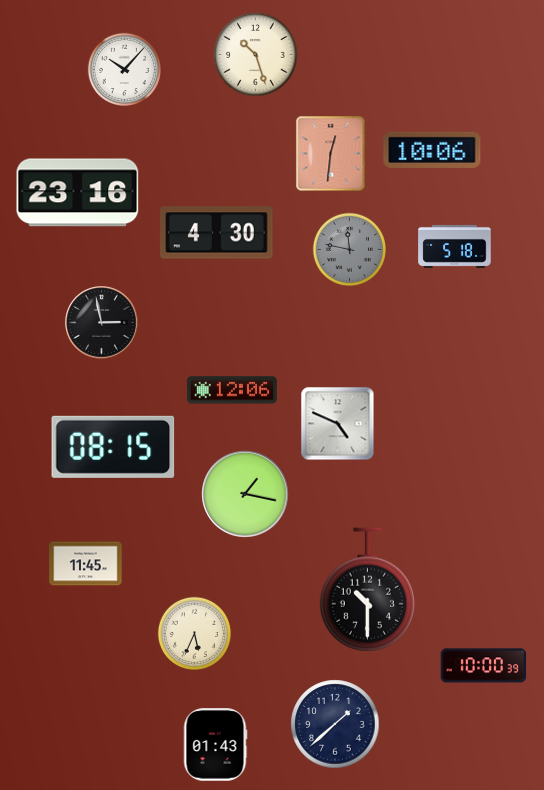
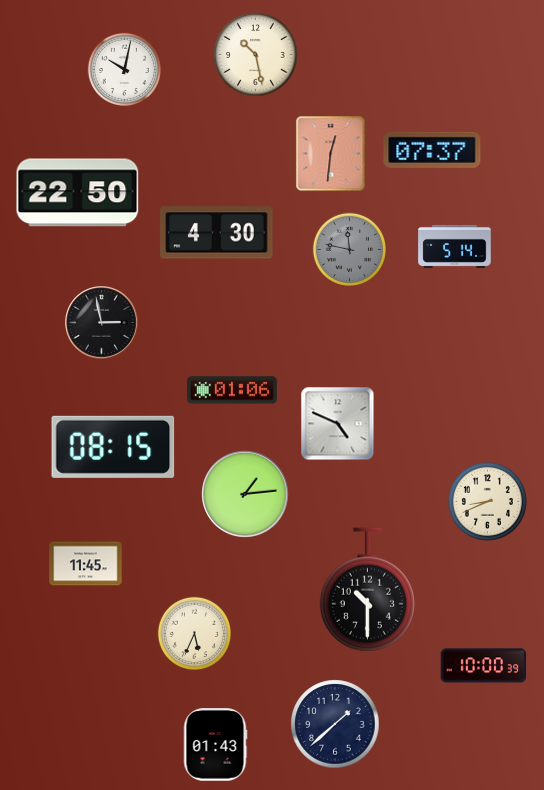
clock at (256, 55): 10:27 -> 10:28
clock at (124, 69): 10:07 -> 10:02
clock at (432, 150): 10:06 -> 07:37
clock at (78, 193): 23:16 -> 22:50
clock at (455, 246): 5:18 -> 5:14
clock at (232, 390): 12:06 -> 01:06
clock at (245, 494): 1:17 -> 1:14
clock at (487, 501): none -> 8:41
